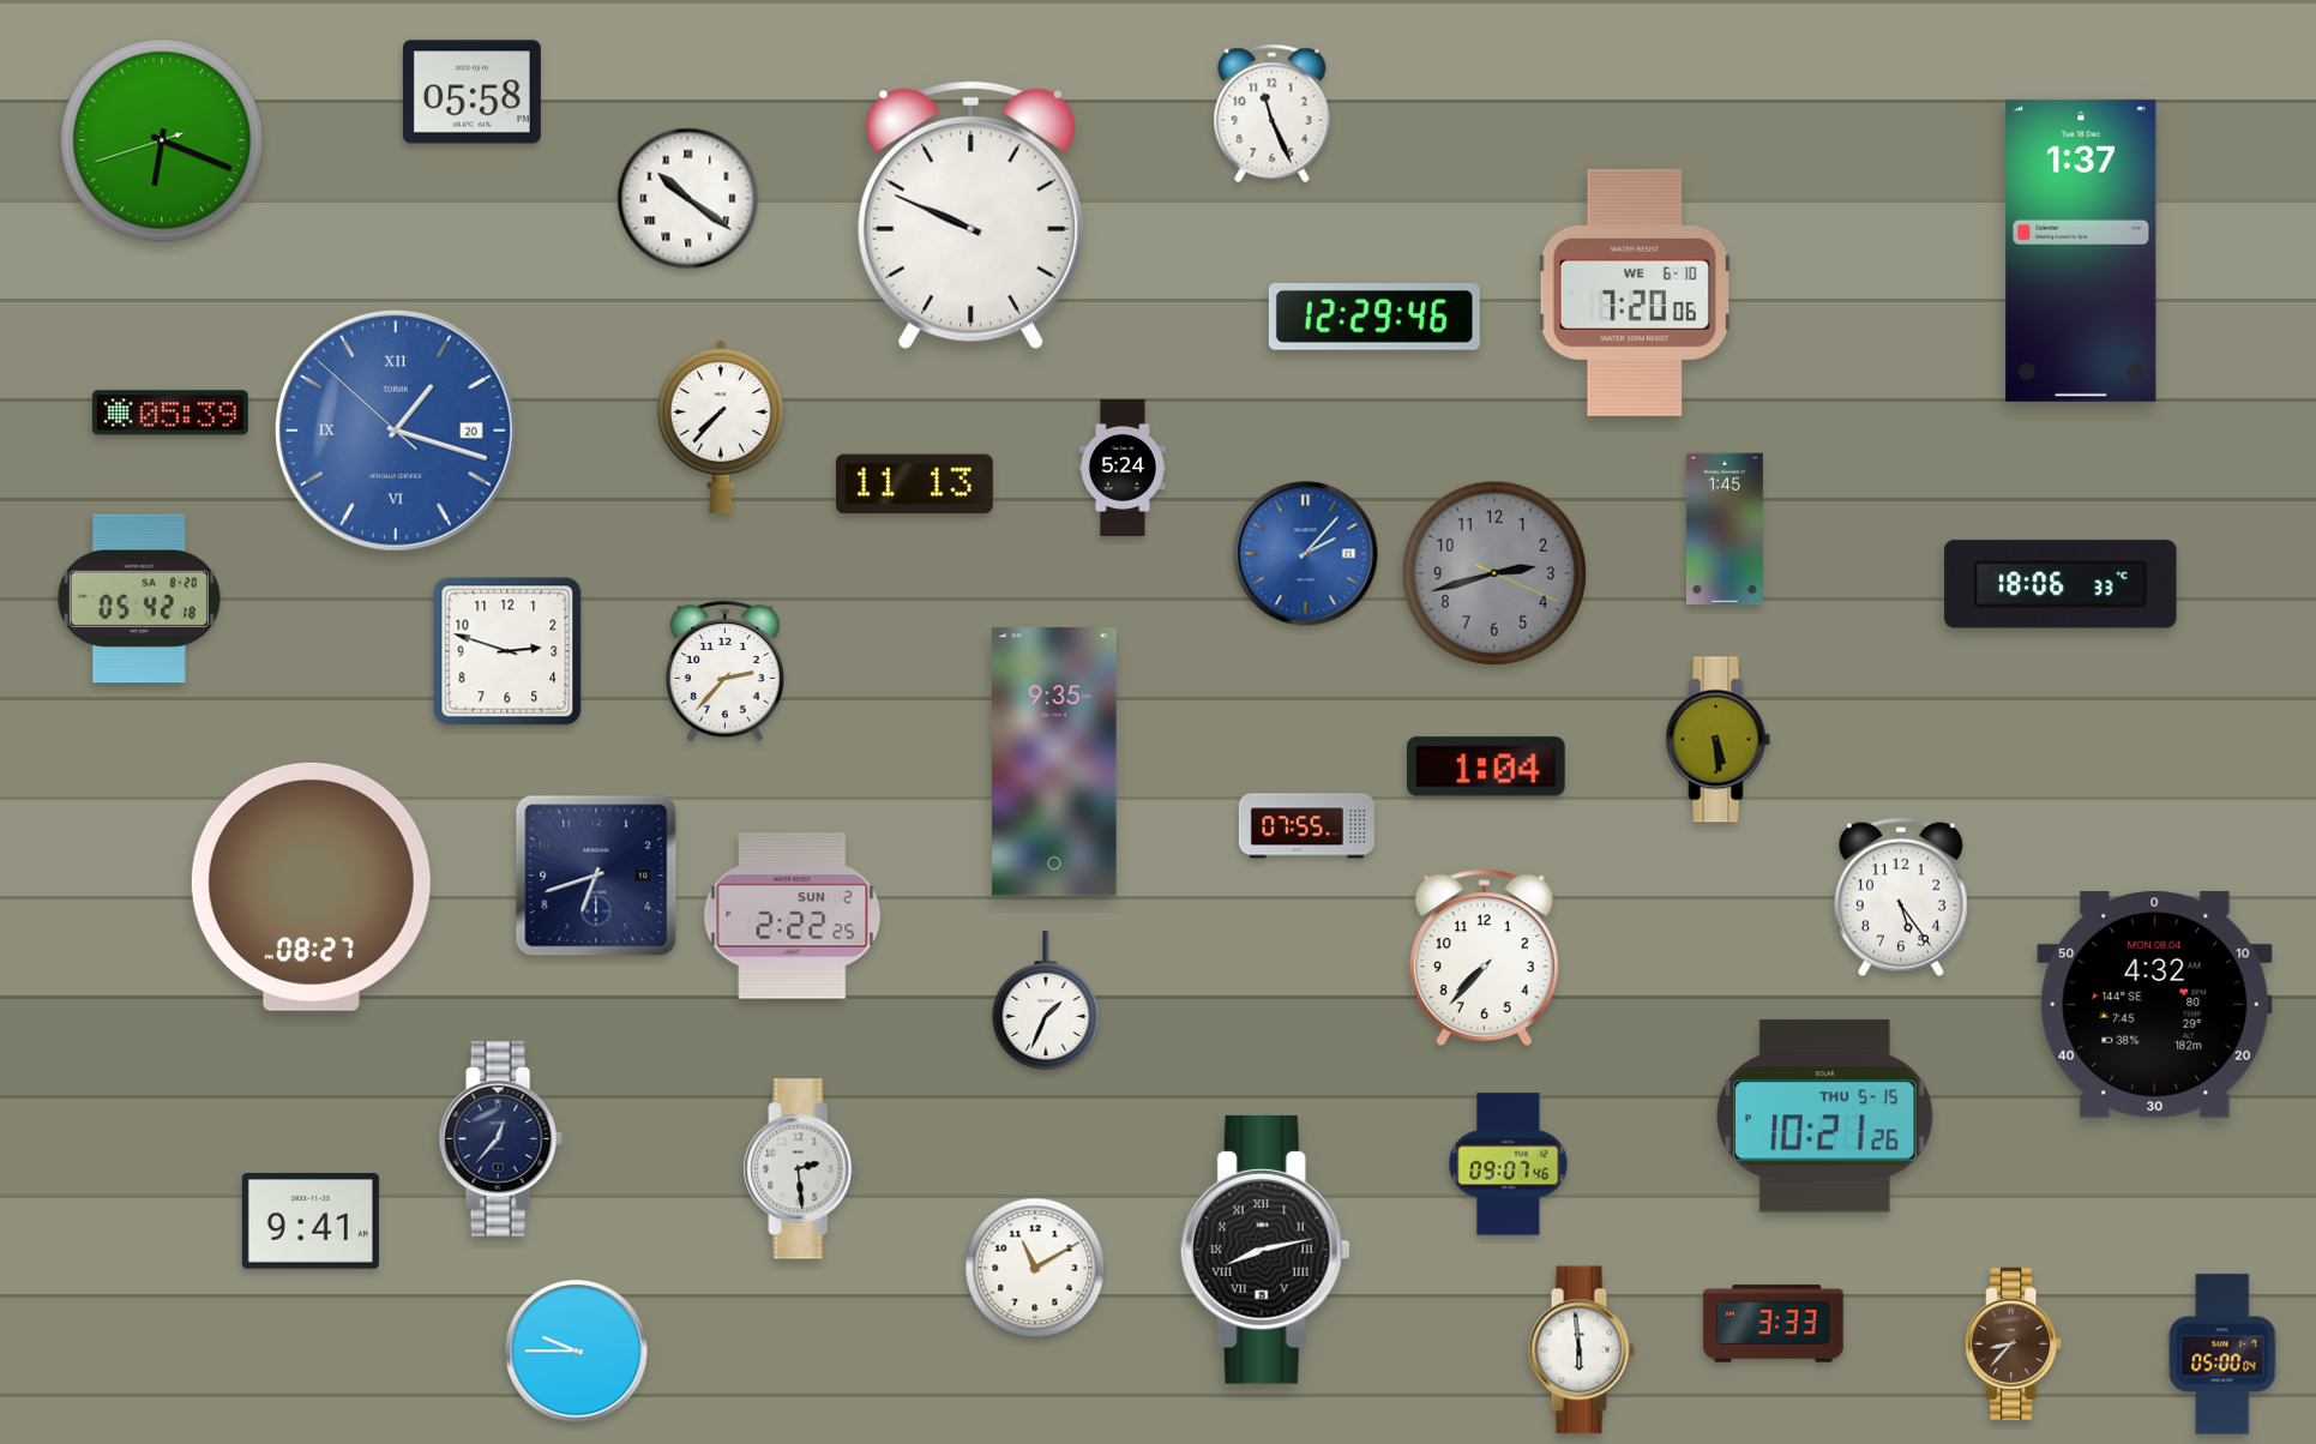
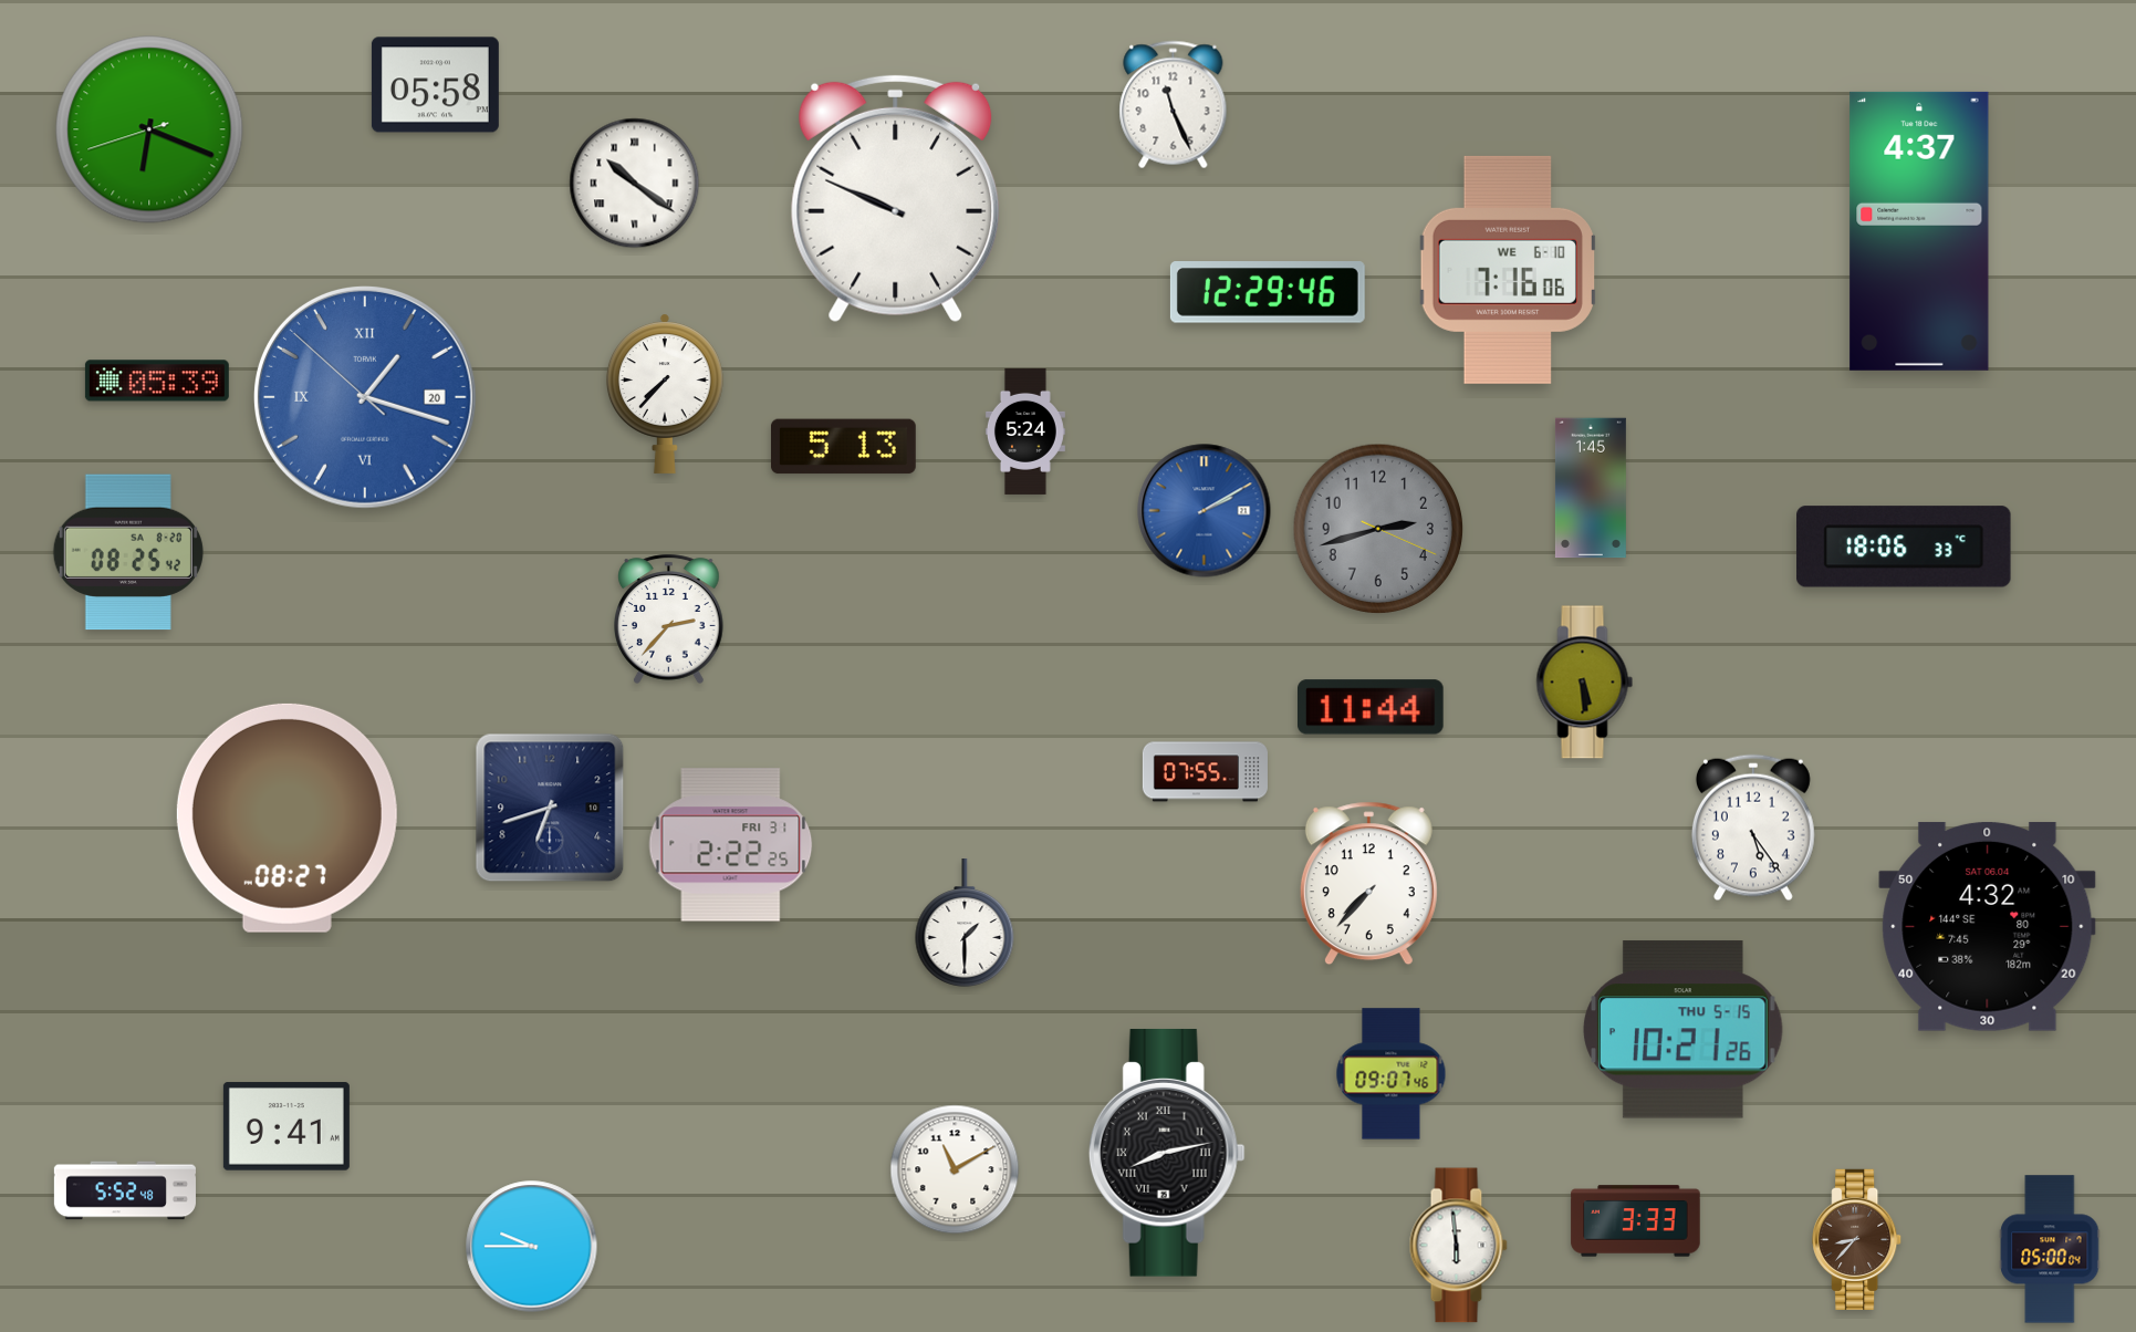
clock at (2081, 251): 1:37 -> 4:37
clock at (1635, 293): 7:20 -> 7:16
clock at (1123, 468) position: (1123, 468) -> (1025, 431)
clock at (914, 485): 11:13 -> 5:13
clock at (1306, 554): 2:07 -> 2:10
clock at (2061, 584) position: (2061, 584) -> (1904, 547)
clock at (139, 598): 05:42 -> 08:25
clock at (507, 651): 2:48 -> none
clock at (1055, 762): 9:35 -> none
clock at (1487, 766): 1:04 -> 11:44
clock at (1306, 826) position: (1306, 826) -> (1205, 772)
clock at (793, 916) date: SUN 2 -> FRI 31
clock at (1046, 1001): 1:34 -> 1:30
clock at (2155, 1004) date: MON 08.04 -> SAT 06.04
clock at (500, 1139): 12:37 -> none
clock at (801, 1169): 2:29 -> none
clock at (125, 1190): none -> 5:52
